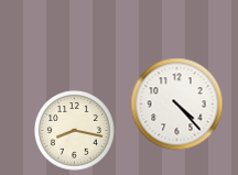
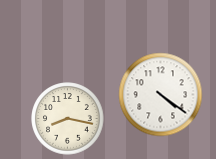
clock at (177, 105): 4:23 -> 4:21
